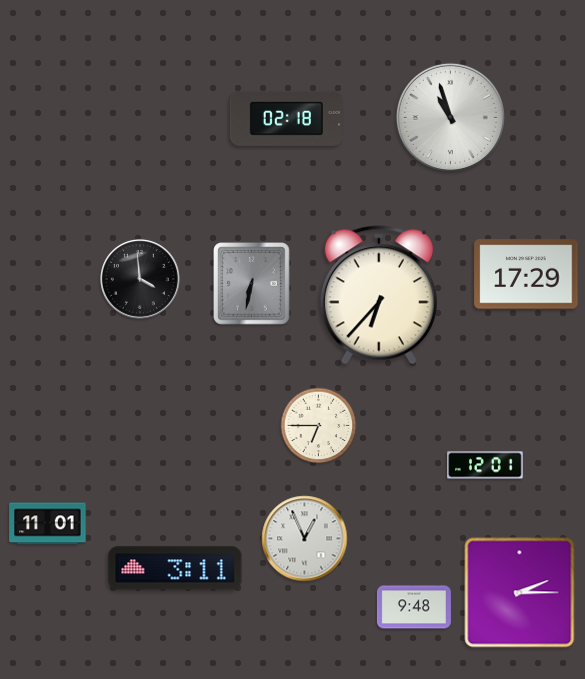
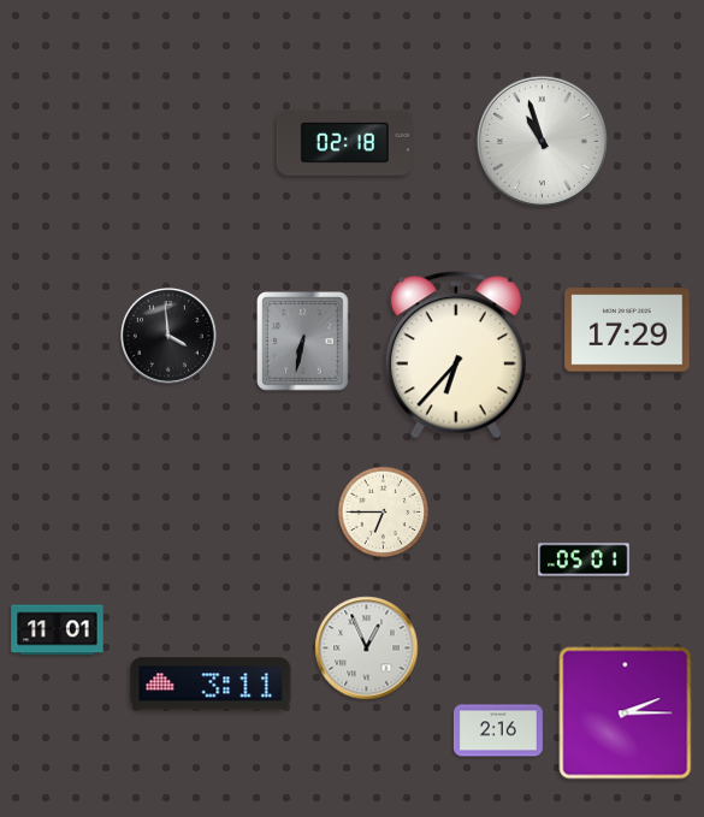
clock at (526, 274) position: (526, 274) -> (627, 330)
clock at (485, 465): 12:01 -> 05:01
clock at (414, 607): 9:48 -> 2:16
